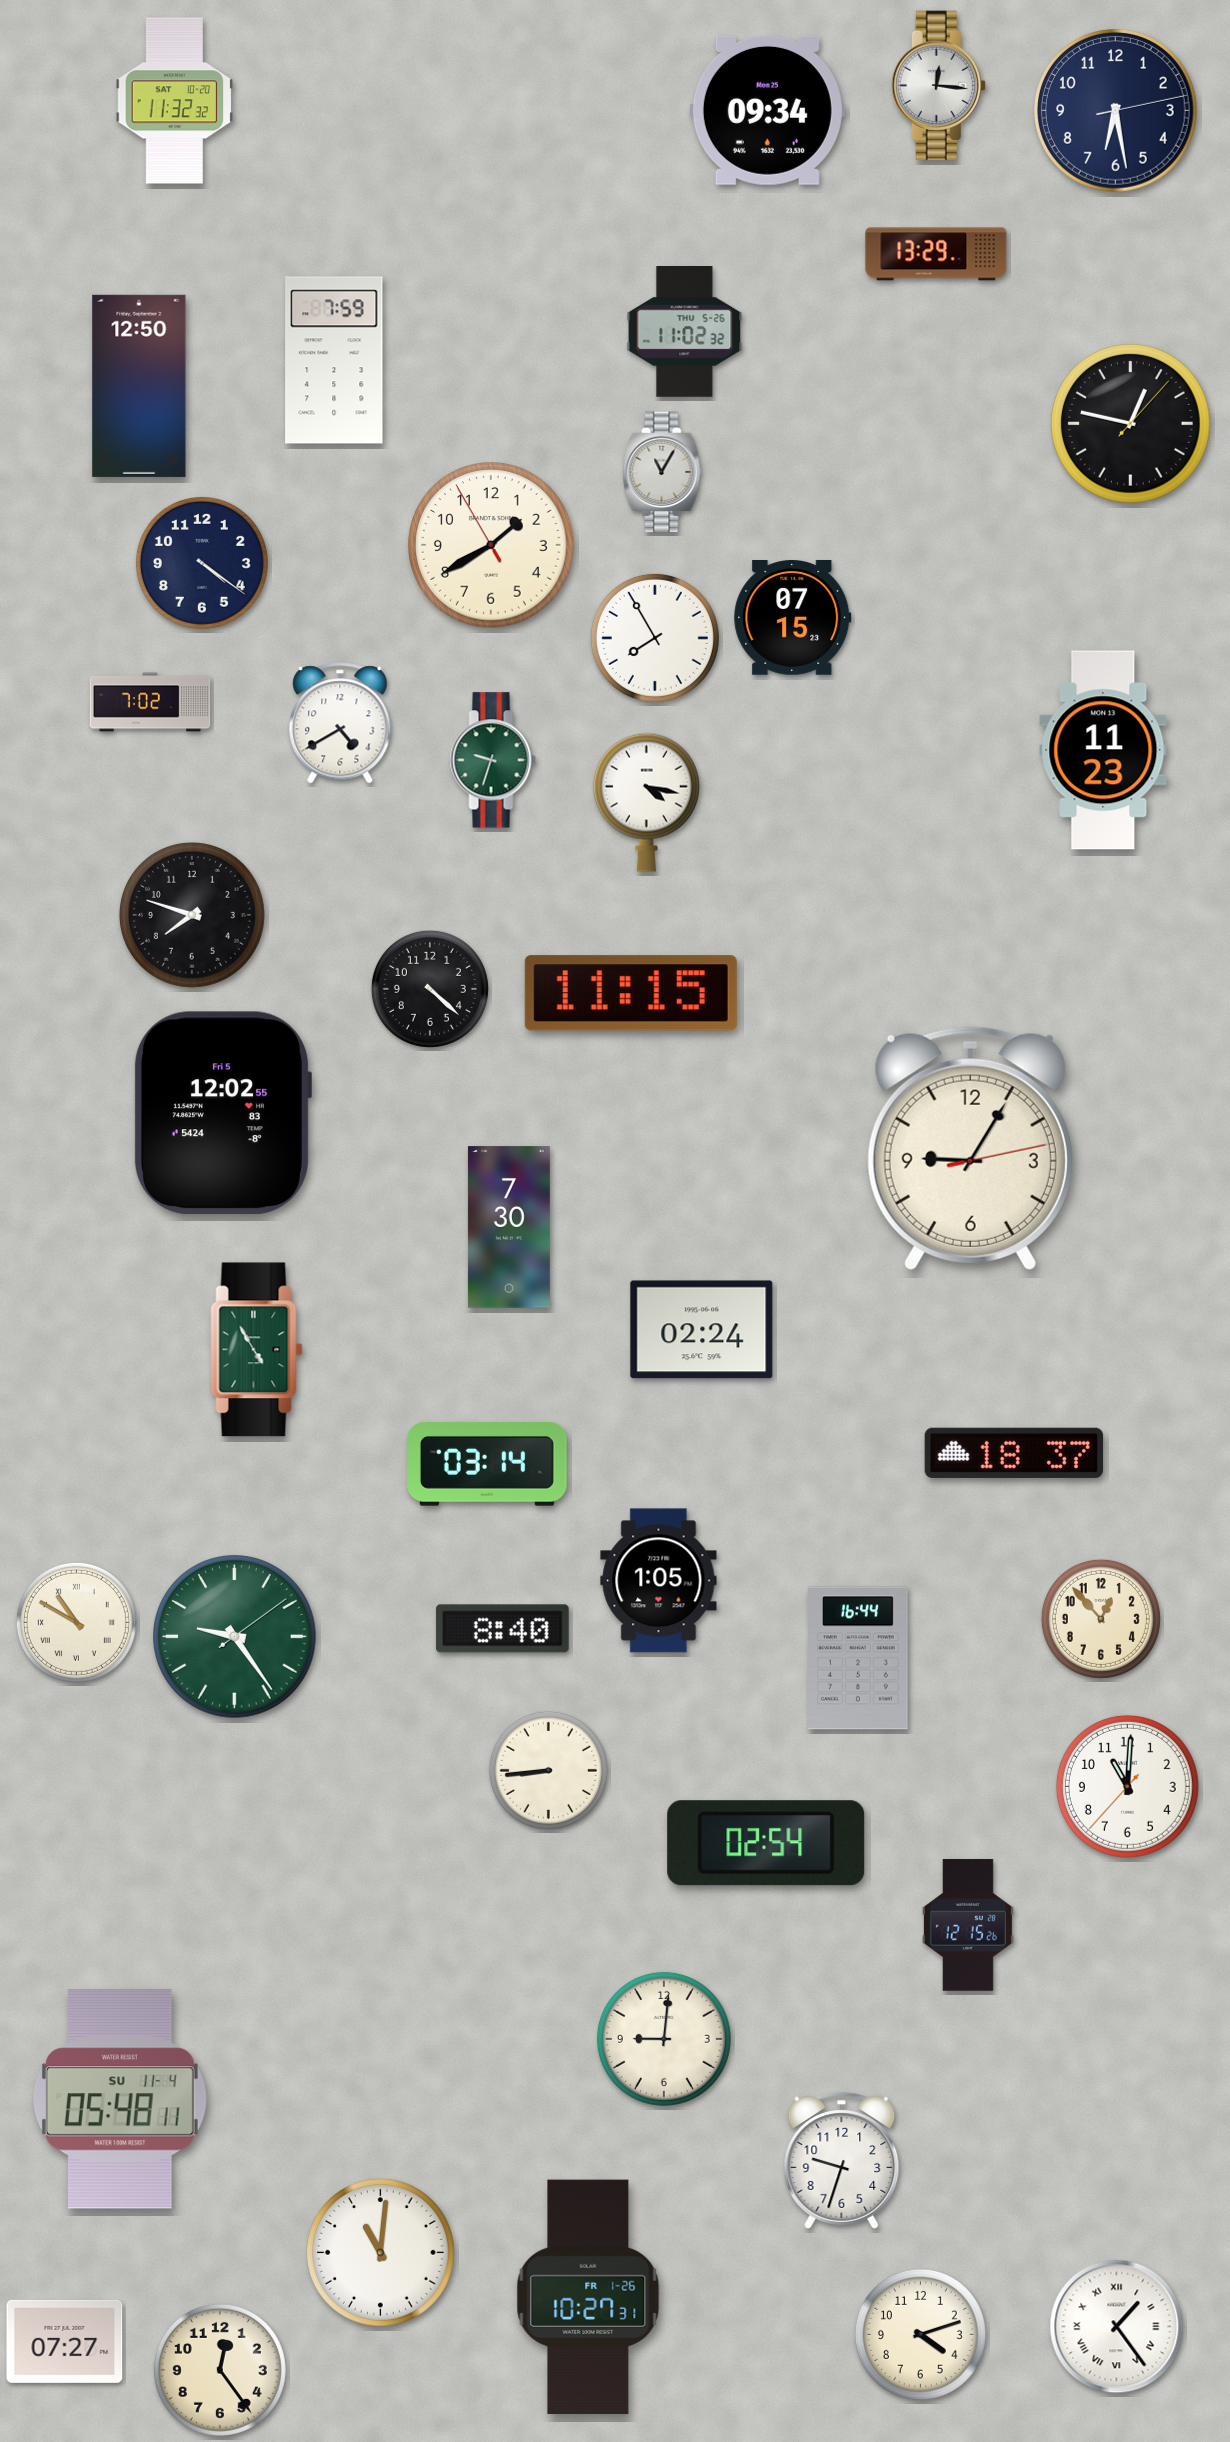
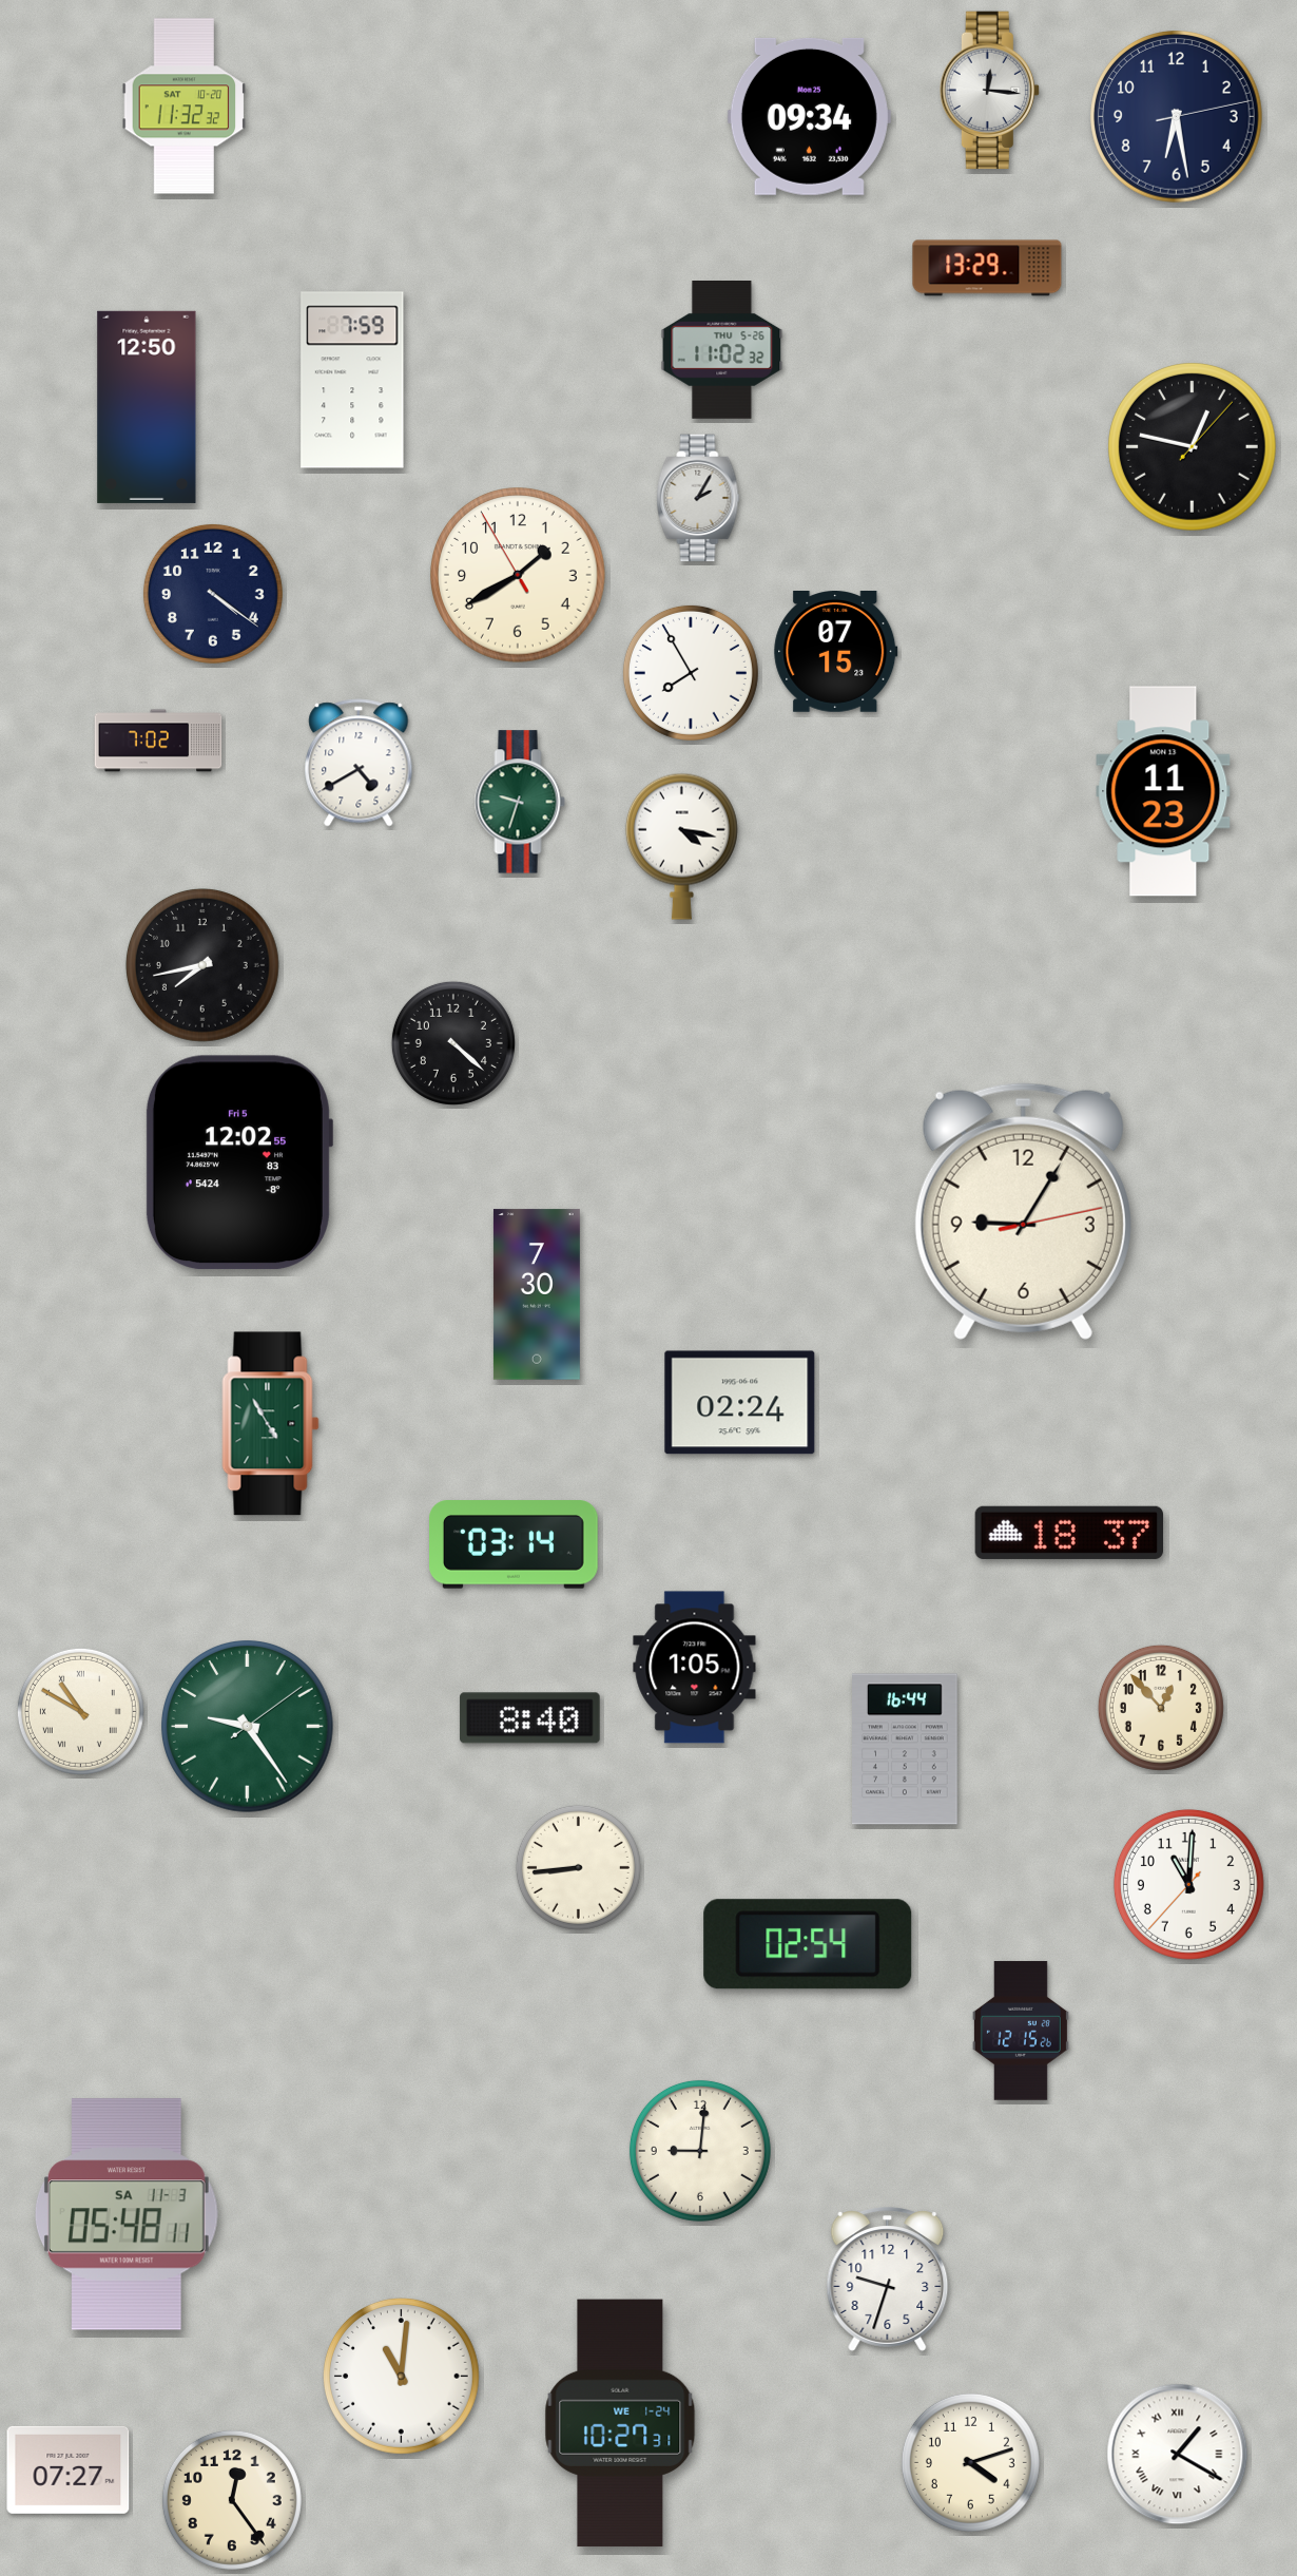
clock at (662, 472): 11:05 -> 2:05
clock at (192, 915): 7:48 -> 7:43
clock at (631, 993): 11:15 -> none
clock at (222, 1113) position: (222, 1113) -> (238, 1162)
clock at (120, 2099) date: SU 11-4 -> SA 11-3
clock at (588, 2297) date: FR 1-26 -> WE 1-24
clock at (1117, 2327): 1:24 -> 1:20
